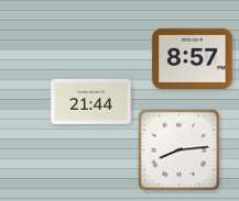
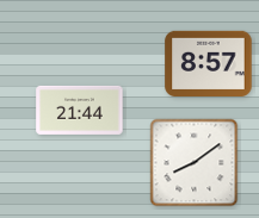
clock at (91, 101) position: (91, 101) -> (80, 110)
clock at (180, 150): 8:14 -> 8:09
